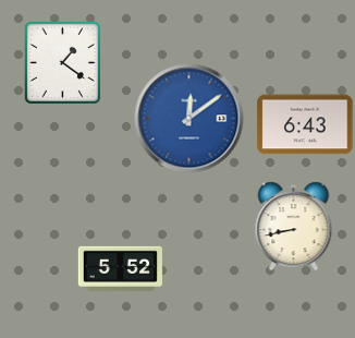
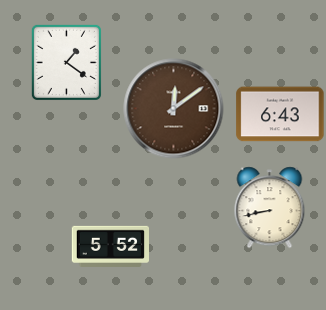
clock at (62, 62) position: (62, 62) -> (66, 62)
clock at (189, 119) dial: blue -> brown
